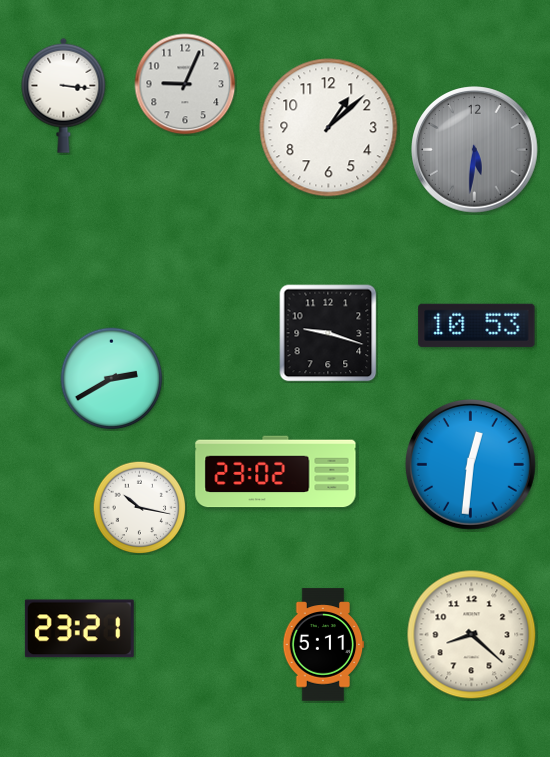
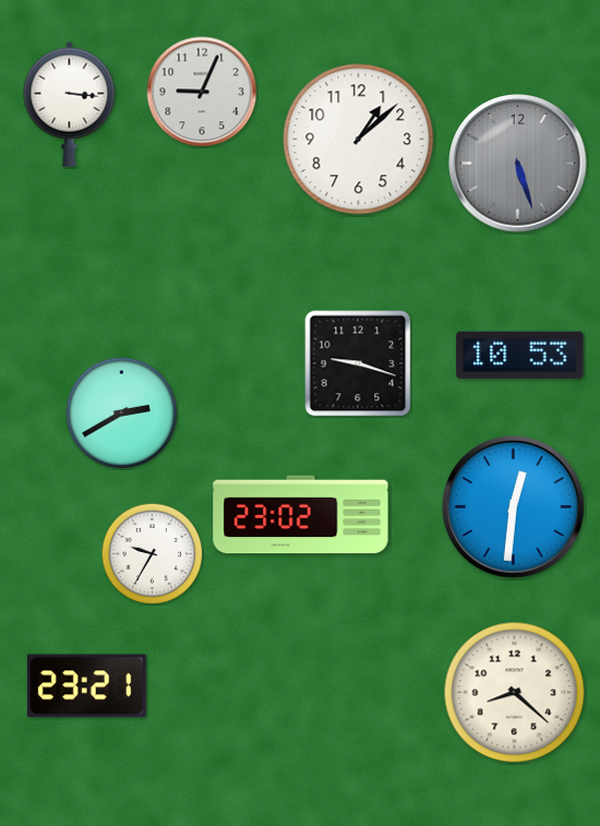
clock at (475, 150): 5:31 -> 5:27
clock at (139, 507): 10:17 -> 9:35
clock at (324, 645): 5:11 -> none
